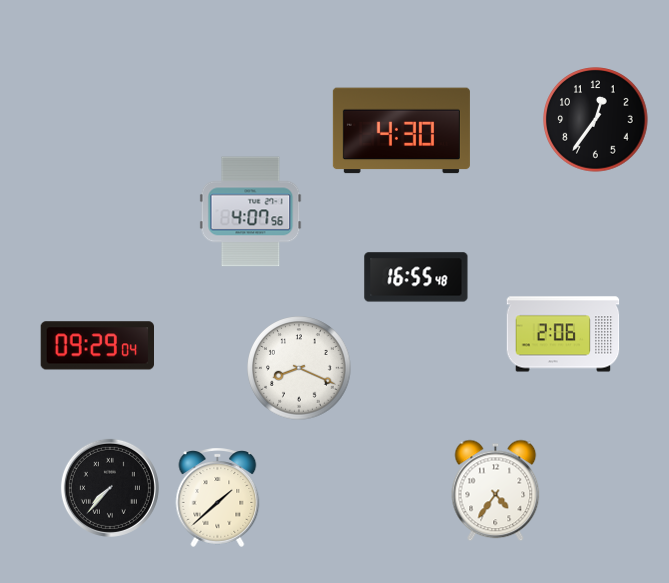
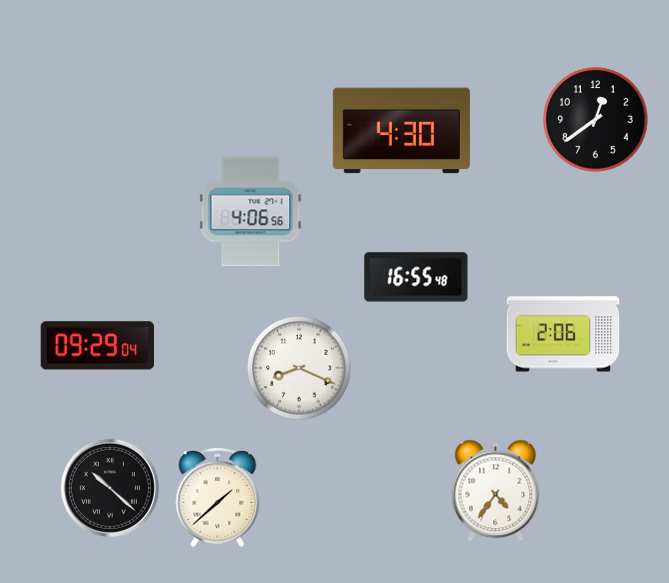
clock at (596, 120): 12:36 -> 12:39
clock at (251, 212): 4:07 -> 4:06
clock at (110, 488): 7:37 -> 10:22
